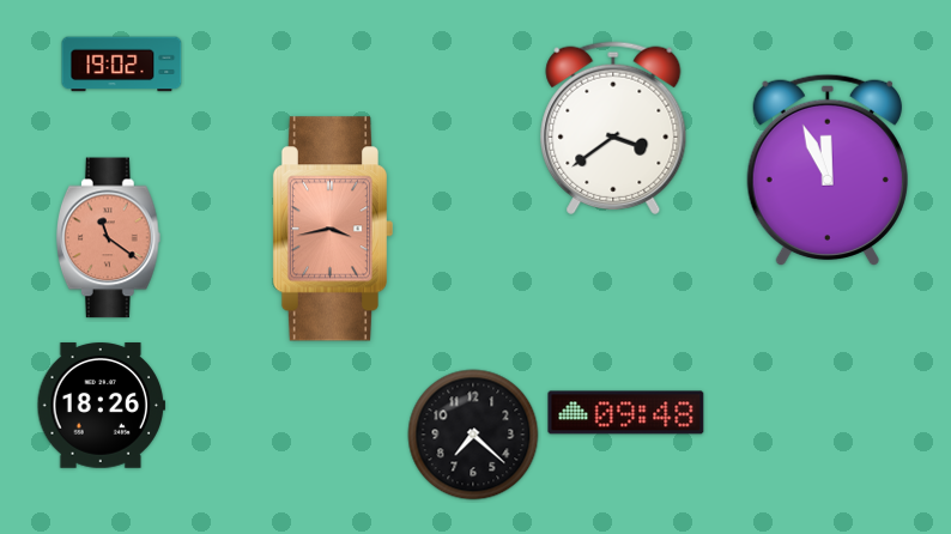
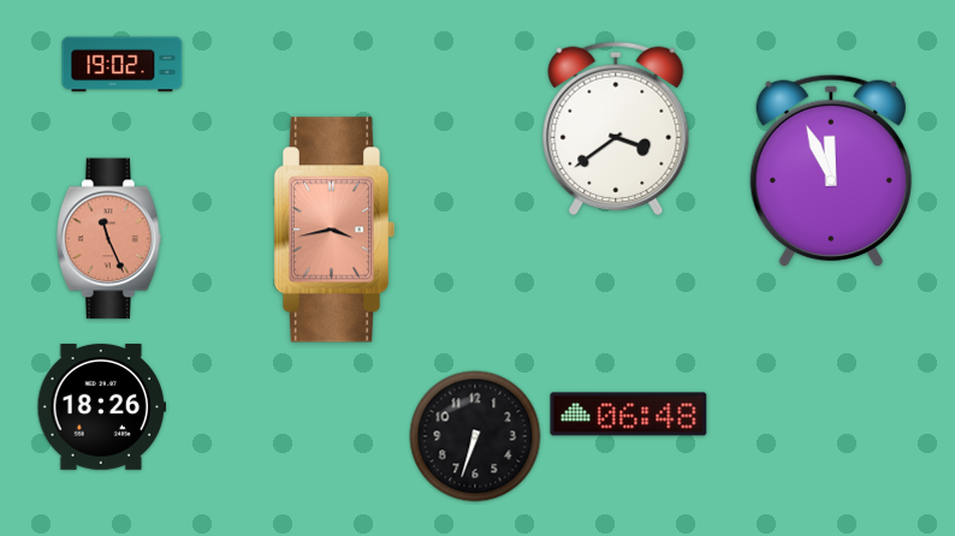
clock at (108, 238): 11:21 -> 11:26
clock at (626, 413): 09:48 -> 06:48
clock at (473, 435): 7:22 -> 6:33
